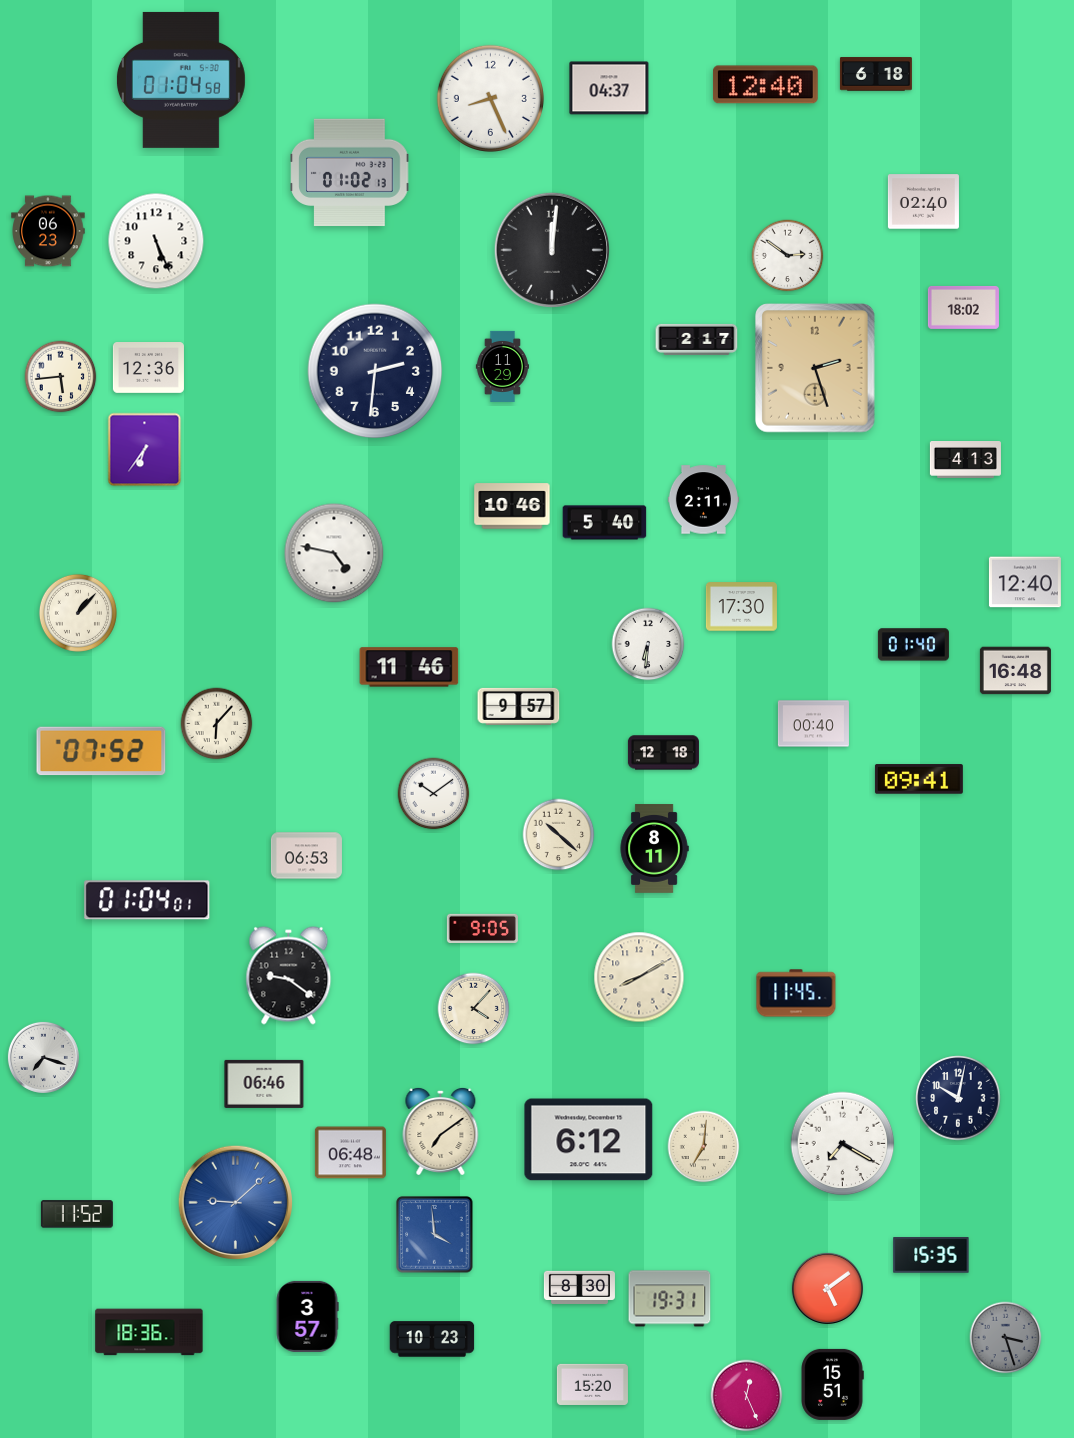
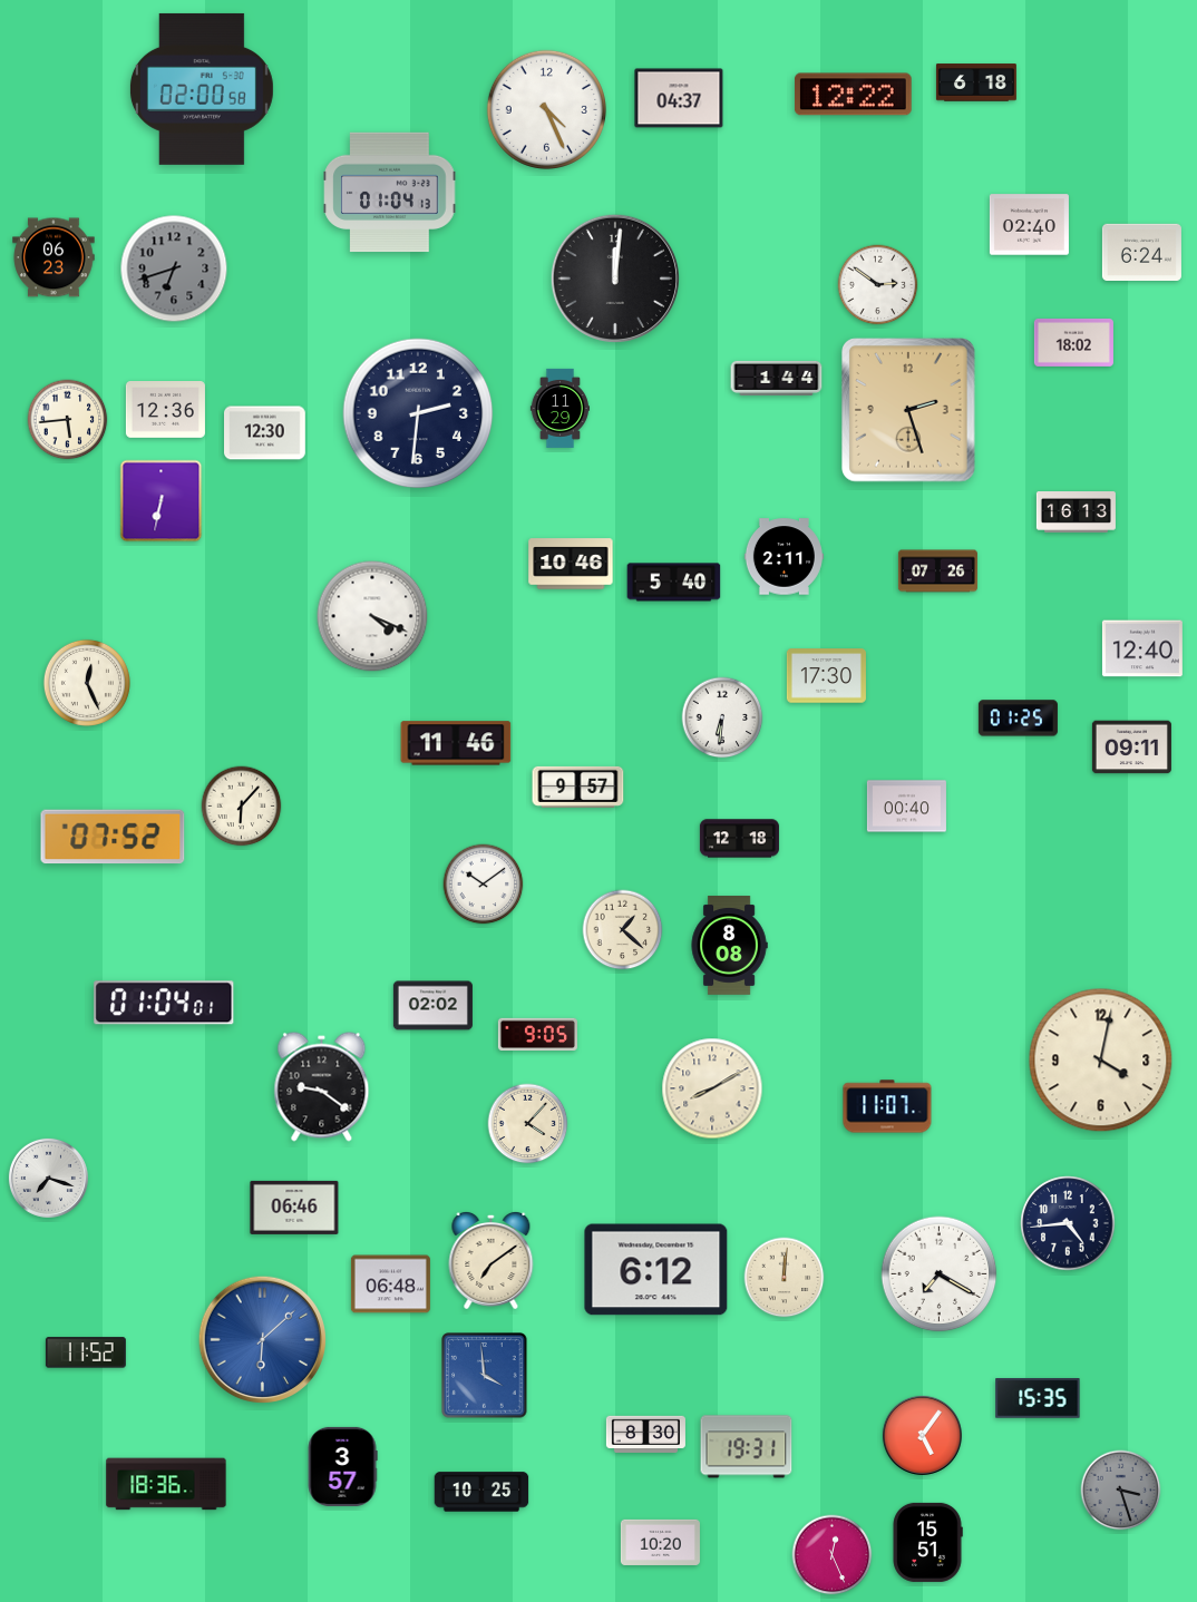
clock at (181, 80): 01:04 -> 02:00
clock at (765, 85): 12:40 -> 12:22
clock at (490, 98): 8:26 -> 4:26
clock at (350, 173): 01:02 -> 01:04
clock at (1141, 252): none -> 6:24
clock at (156, 241): 5:26 -> 6:42
clock at (156, 241) dial: white -> grey
clock at (697, 339): 2:17 -> 1:44
clock at (265, 433): none -> 12:30
clock at (145, 450): 6:36 -> 6:32
clock at (965, 460): 4:13 -> 16:13
clock at (937, 572): none -> 07:26
clock at (334, 553): 4:47 -> 4:19
clock at (78, 613): 1:07 -> 12:26
clock at (913, 645): 01:40 -> 01:25
clock at (1015, 671): 16:48 -> 09:11
clock at (919, 779): 09:41 -> none
clock at (559, 835): 10:22 -> 1:22
clock at (654, 849): 8:11 -> 8:08
clock at (306, 856): 06:53 -> none
clock at (432, 1006): none -> 02:02
clock at (1101, 1061): none -> 4:02
clock at (796, 993): 11:45 -> 11:07
clock at (958, 1098): 10:02 -> 4:44
clock at (704, 1147): 7:01 -> 12:01
clock at (235, 1202): 9:08 -> 6:08
clock at (827, 1288): 5:09 -> 5:06
clock at (432, 1339): 10:23 -> 10:25
clock at (592, 1384): 15:20 -> 10:20
